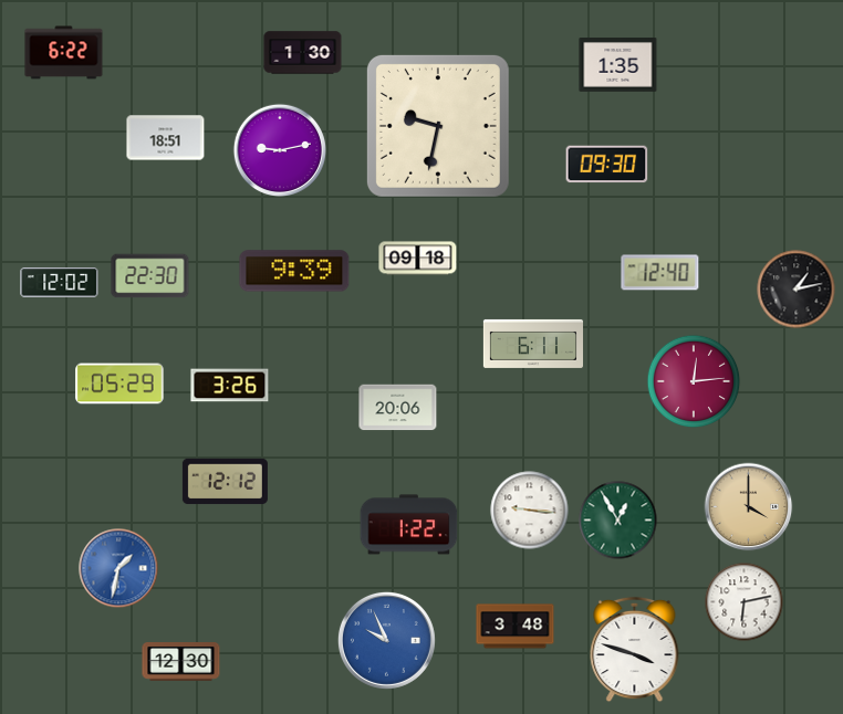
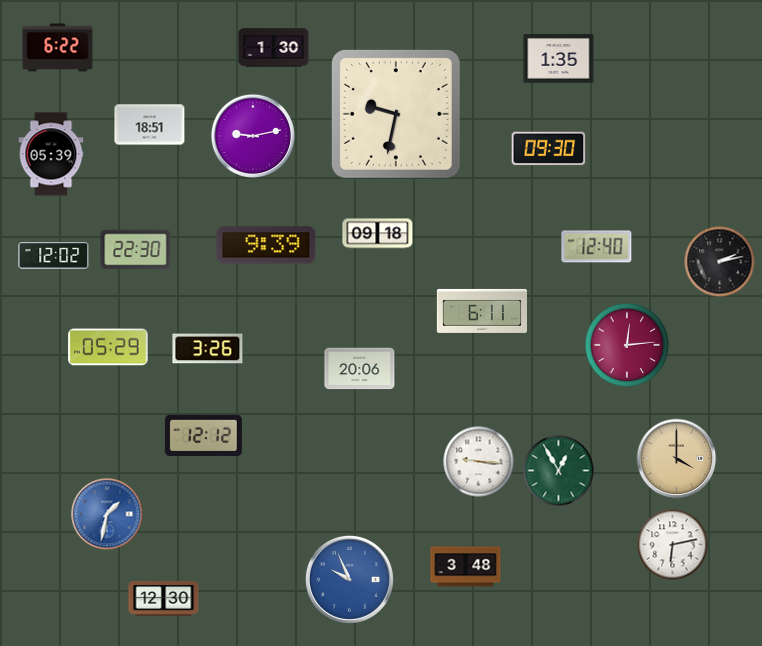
clock at (51, 154): none -> 05:39
clock at (797, 290): 1:13 -> 2:13
clock at (409, 525): 1:22 -> none
clock at (635, 650): 3:48 -> none
